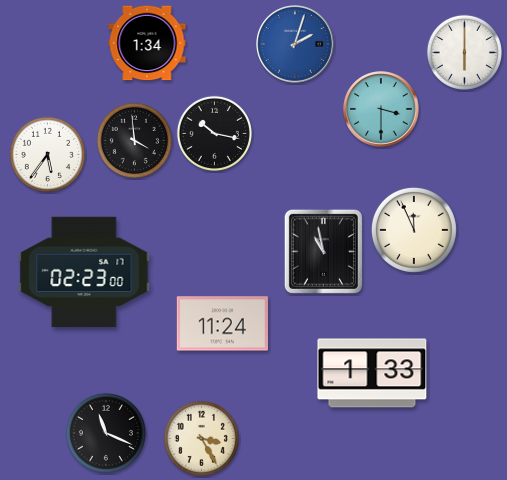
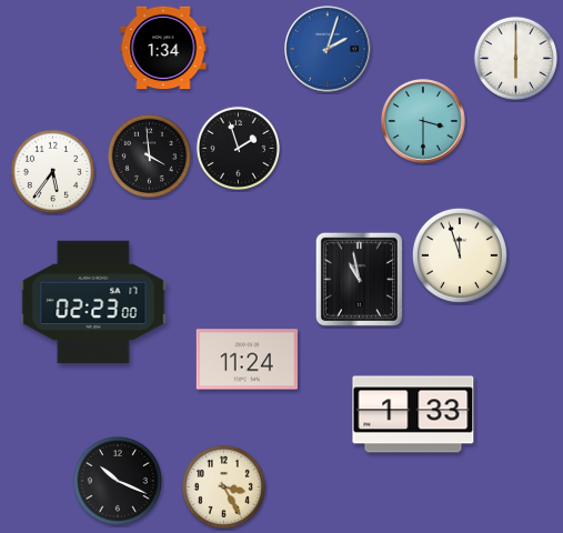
clock at (214, 133): 10:17 -> 1:57
clock at (414, 230): 11:56 -> 11:57
clock at (106, 433): 11:19 -> 10:19
